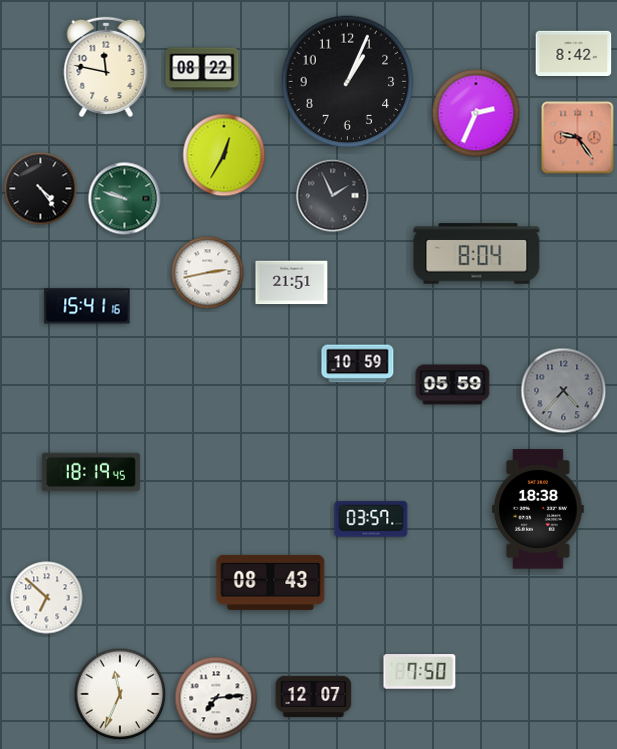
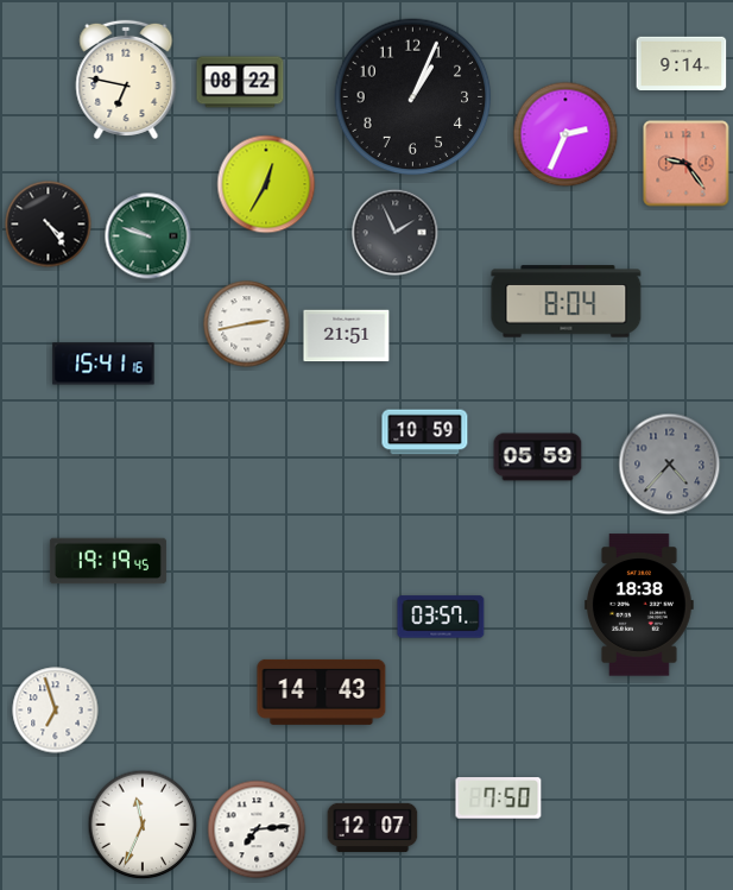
clock at (574, 54): 8:42 -> 9:14
clock at (106, 67): 11:47 -> 6:47
clock at (91, 472): 18:19 -> 19:19
clock at (271, 582): 08:43 -> 14:43
clock at (47, 598): 6:52 -> 6:57
